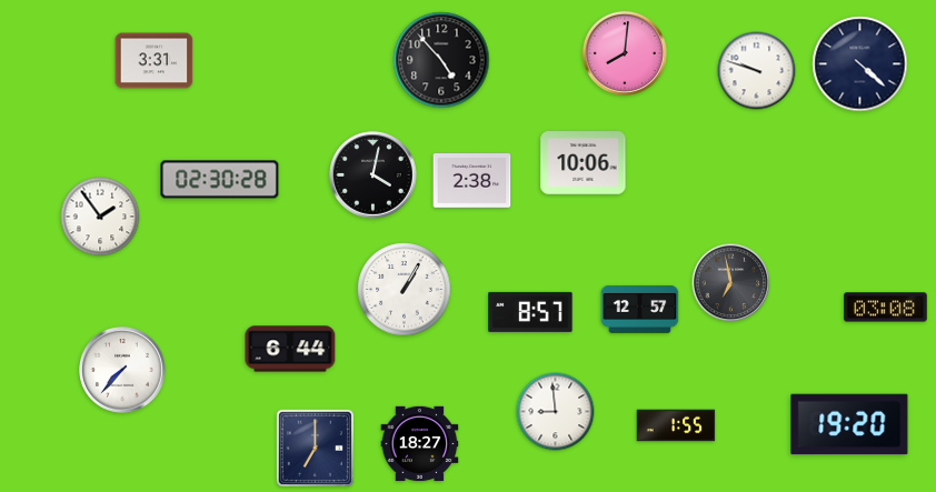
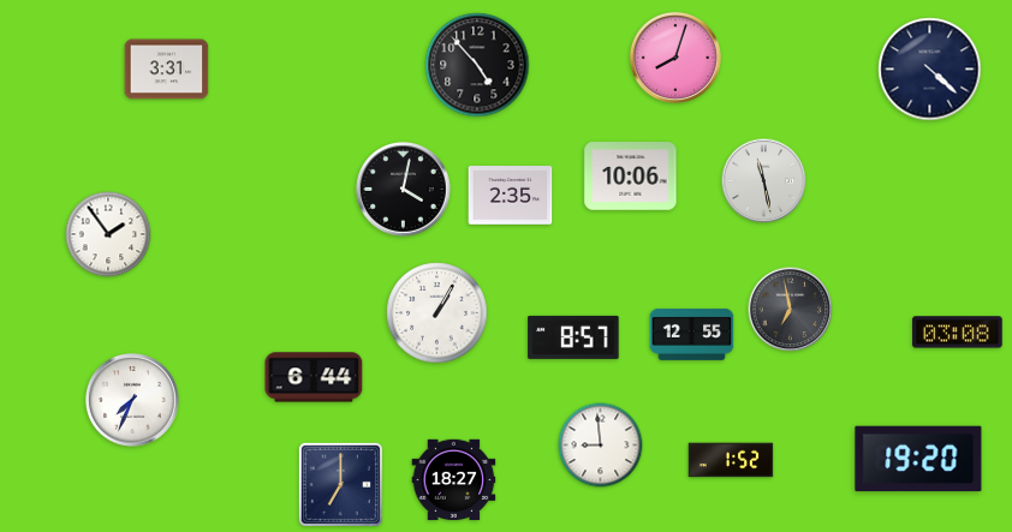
clock at (625, 53): 8:01 -> 8:03
clock at (155, 61) position: (155, 61) -> (167, 70)
clock at (757, 71): 9:48 -> none
clock at (764, 181): none -> 11:28
clock at (220, 180): 02:30 -> none
clock at (472, 181): 2:38 -> 2:35
clock at (731, 283) position: (731, 283) -> (791, 310)
clock at (640, 309): 12:57 -> 12:55
clock at (123, 371): 7:37 -> 7:34
clock at (676, 425): 1:55 -> 1:52
